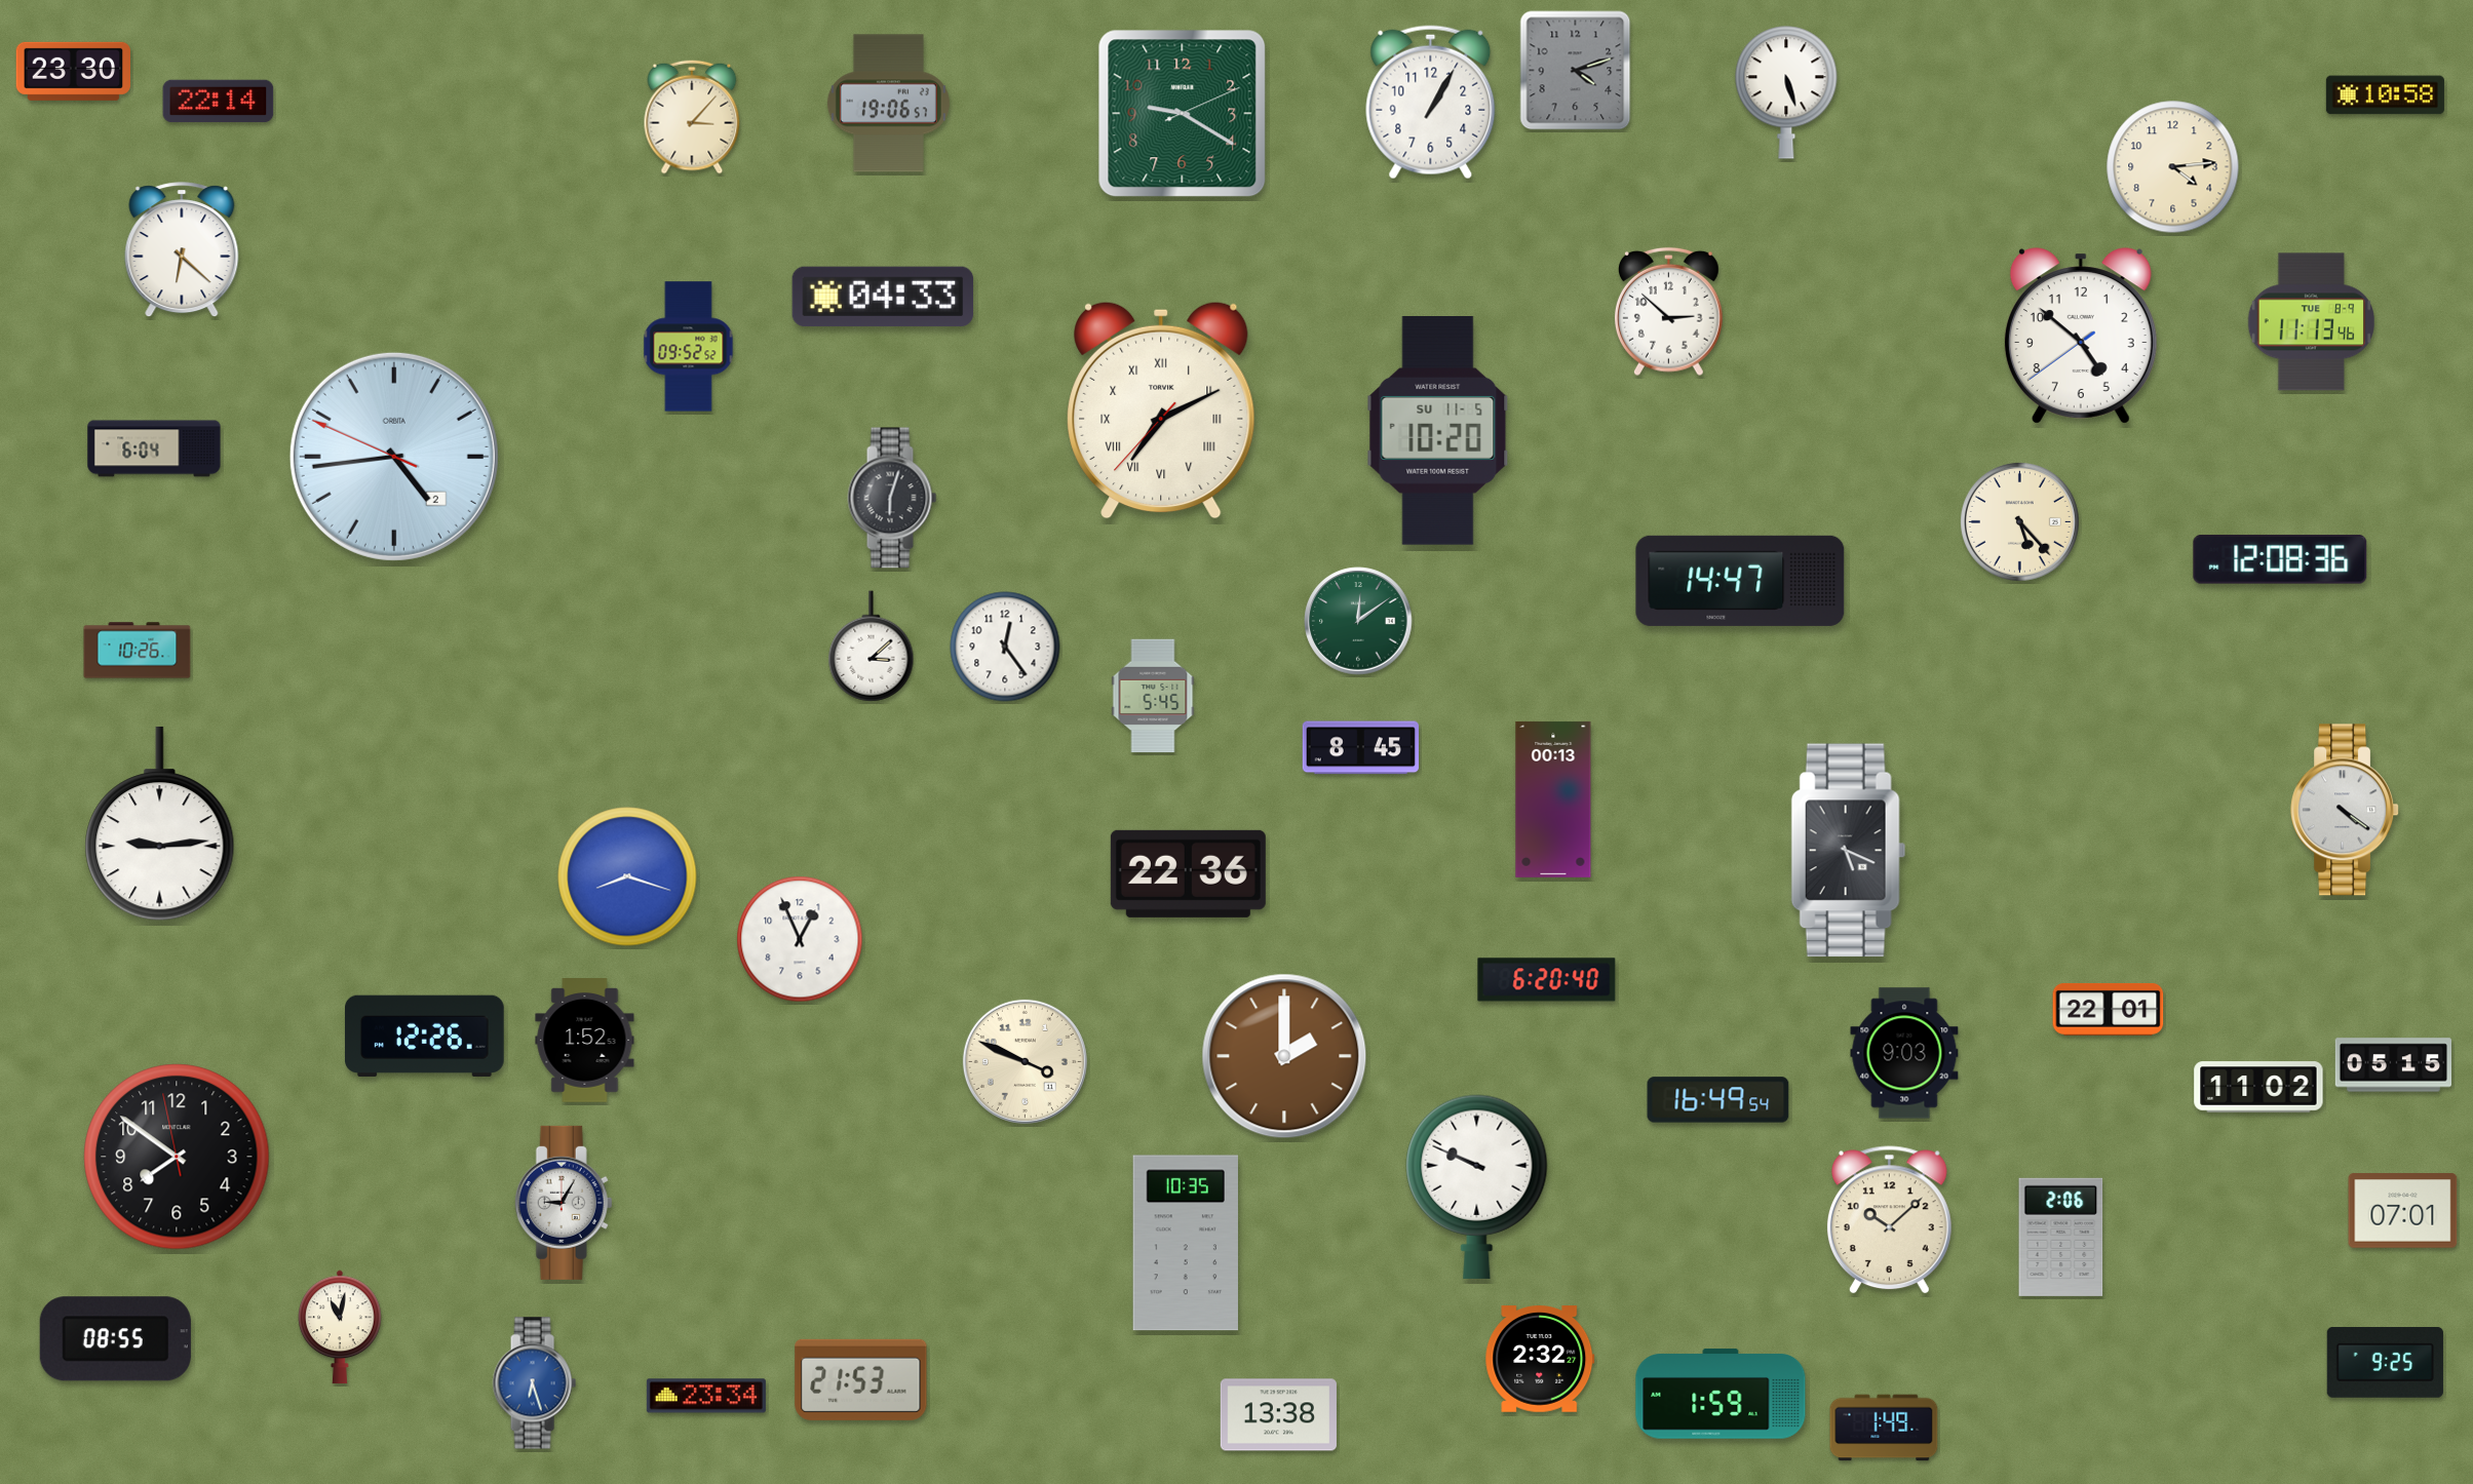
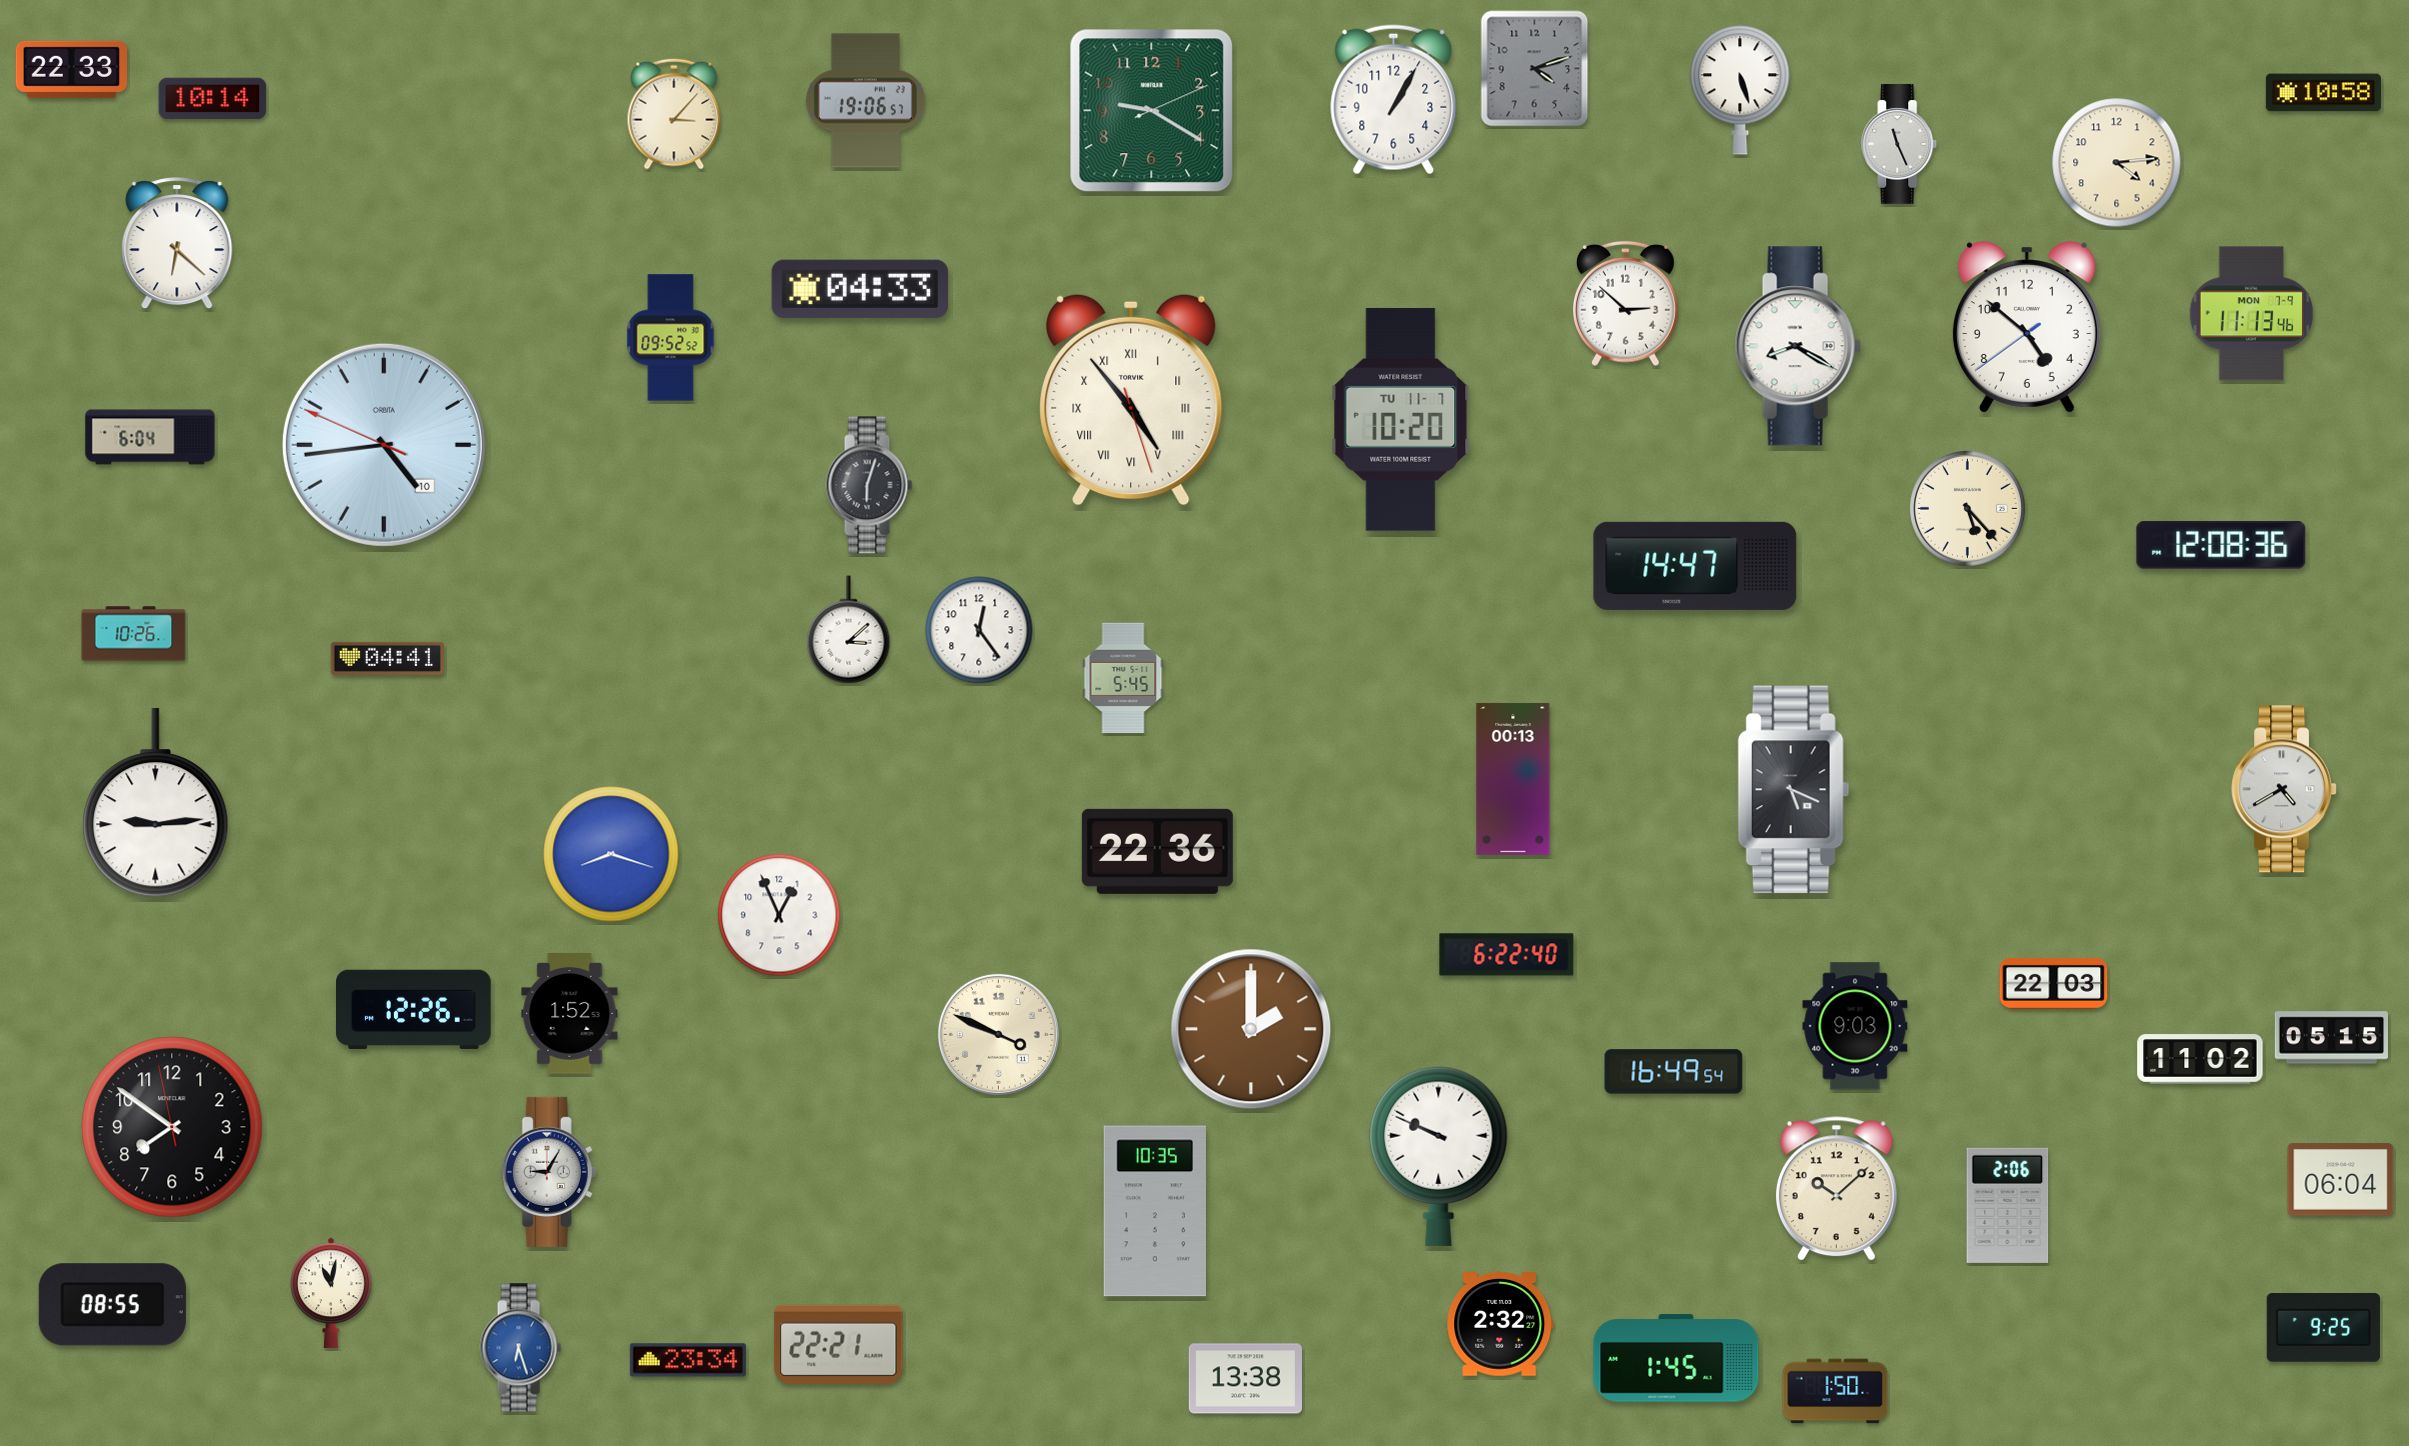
clock at (73, 71): 23:30 -> 22:33
clock at (219, 102): 22:14 -> 10:14
clock at (1899, 144): none -> 11:26
clock at (2311, 322) date: TUE 8-9 -> MON 7-9
clock at (1798, 346): none -> 8:20
clock at (1161, 411): 7:10 -> 4:53
clock at (1438, 431) date: SU 11-5 -> TU 11-7
clock at (394, 457) date: 2 -> 10
clock at (1358, 621): 12:09 -> none
clock at (387, 658): none -> 04:41
clock at (1360, 748): 8:45 -> none
clock at (2346, 810): 4:21 -> 4:40
clock at (1849, 851) position: (1849, 851) -> (1794, 790)
clock at (1547, 980): 6:20 -> 6:22
clock at (2109, 1009): 22:01 -> 22:03
clock at (2403, 1211): 07:01 -> 06:04
clock at (1889, 1220) position: (1889, 1220) -> (1836, 1189)
clock at (861, 1379): 21:53 -> 22:21
clock at (1721, 1394): 1:59 -> 1:45
clock at (1884, 1428): 1:49 -> 1:50
